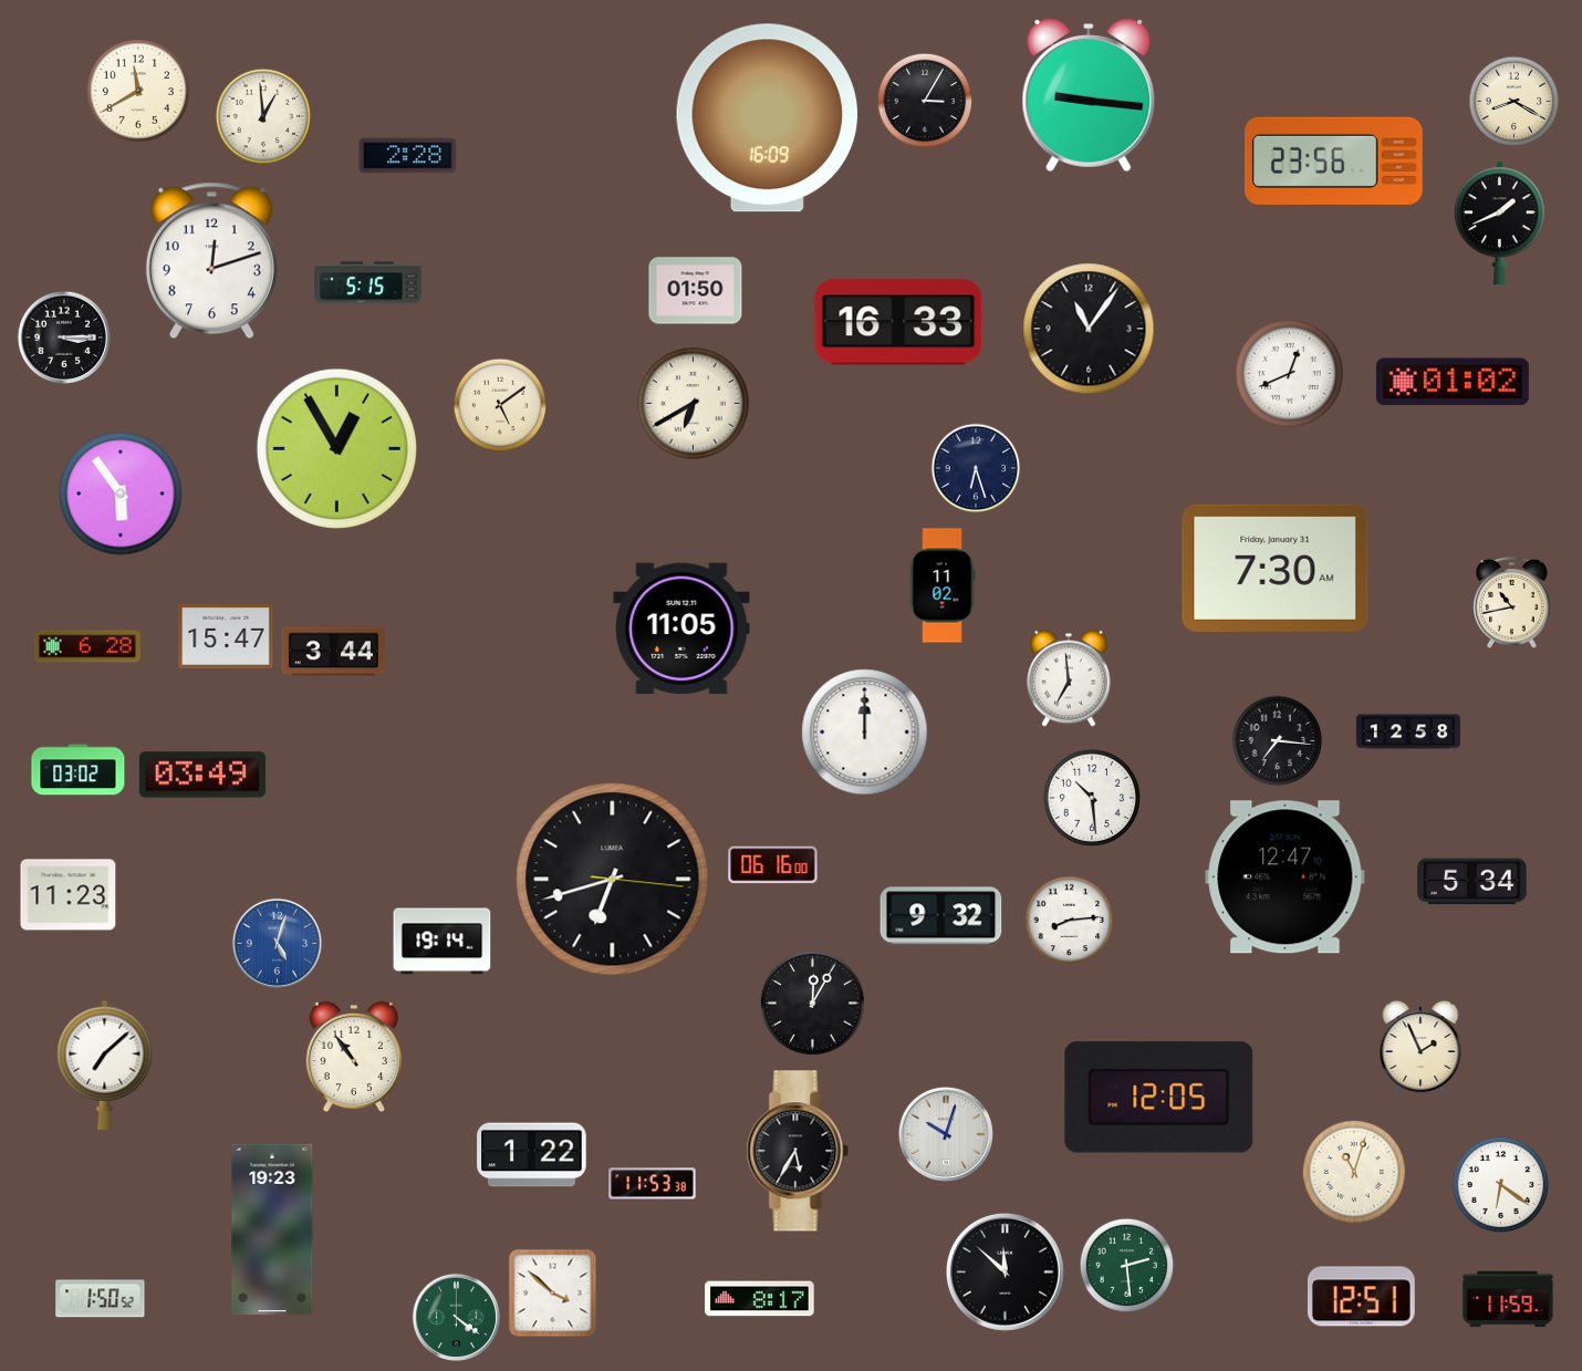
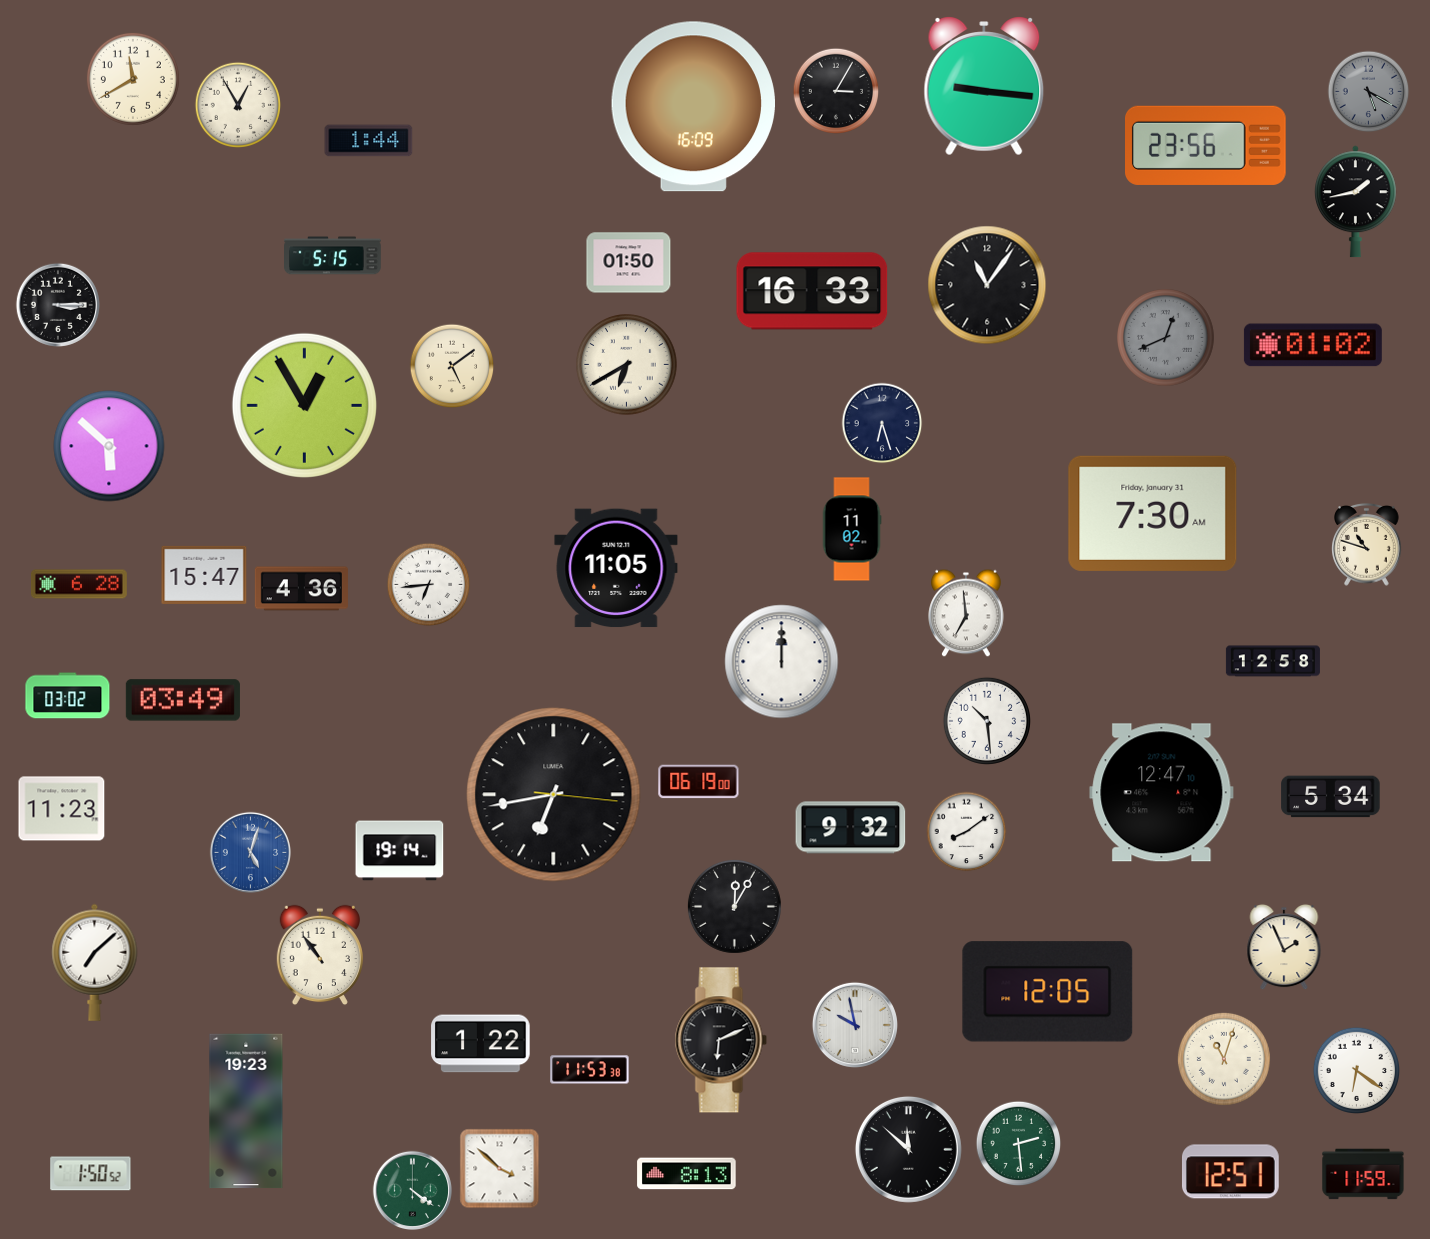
clock at (138, 91) position: (138, 91) -> (133, 79)
clock at (1515, 102): 8:20 -> 5:20
clock at (1515, 102) dial: cream -> grey
clock at (262, 115): 12:59 -> 12:55
clock at (408, 156): 2:28 -> 1:44
clock at (1500, 224): 1:41 -> 1:43
clock at (211, 261): 12:12 -> none
clock at (1089, 329) position: (1089, 329) -> (987, 285)
clock at (1290, 374) dial: white -> grey
clock at (121, 494): 5:54 -> 5:52
clock at (1512, 603): 10:43 -> 10:48
clock at (429, 585): none -> 6:44
clock at (333, 652): 3:44 -> 4:36
clock at (1278, 741): 7:16 -> none
clock at (79, 770) position: (79, 770) -> (68, 696)
clock at (773, 865): 06:16 -> 06:19
clock at (613, 880): 6:42 -> 6:43
clock at (1070, 921): 8:14 -> 8:09
clock at (946, 1134): 10:03 -> 9:58
clock at (798, 1151): 5:35 -> 6:11
clock at (760, 1299): 8:17 -> 8:13
